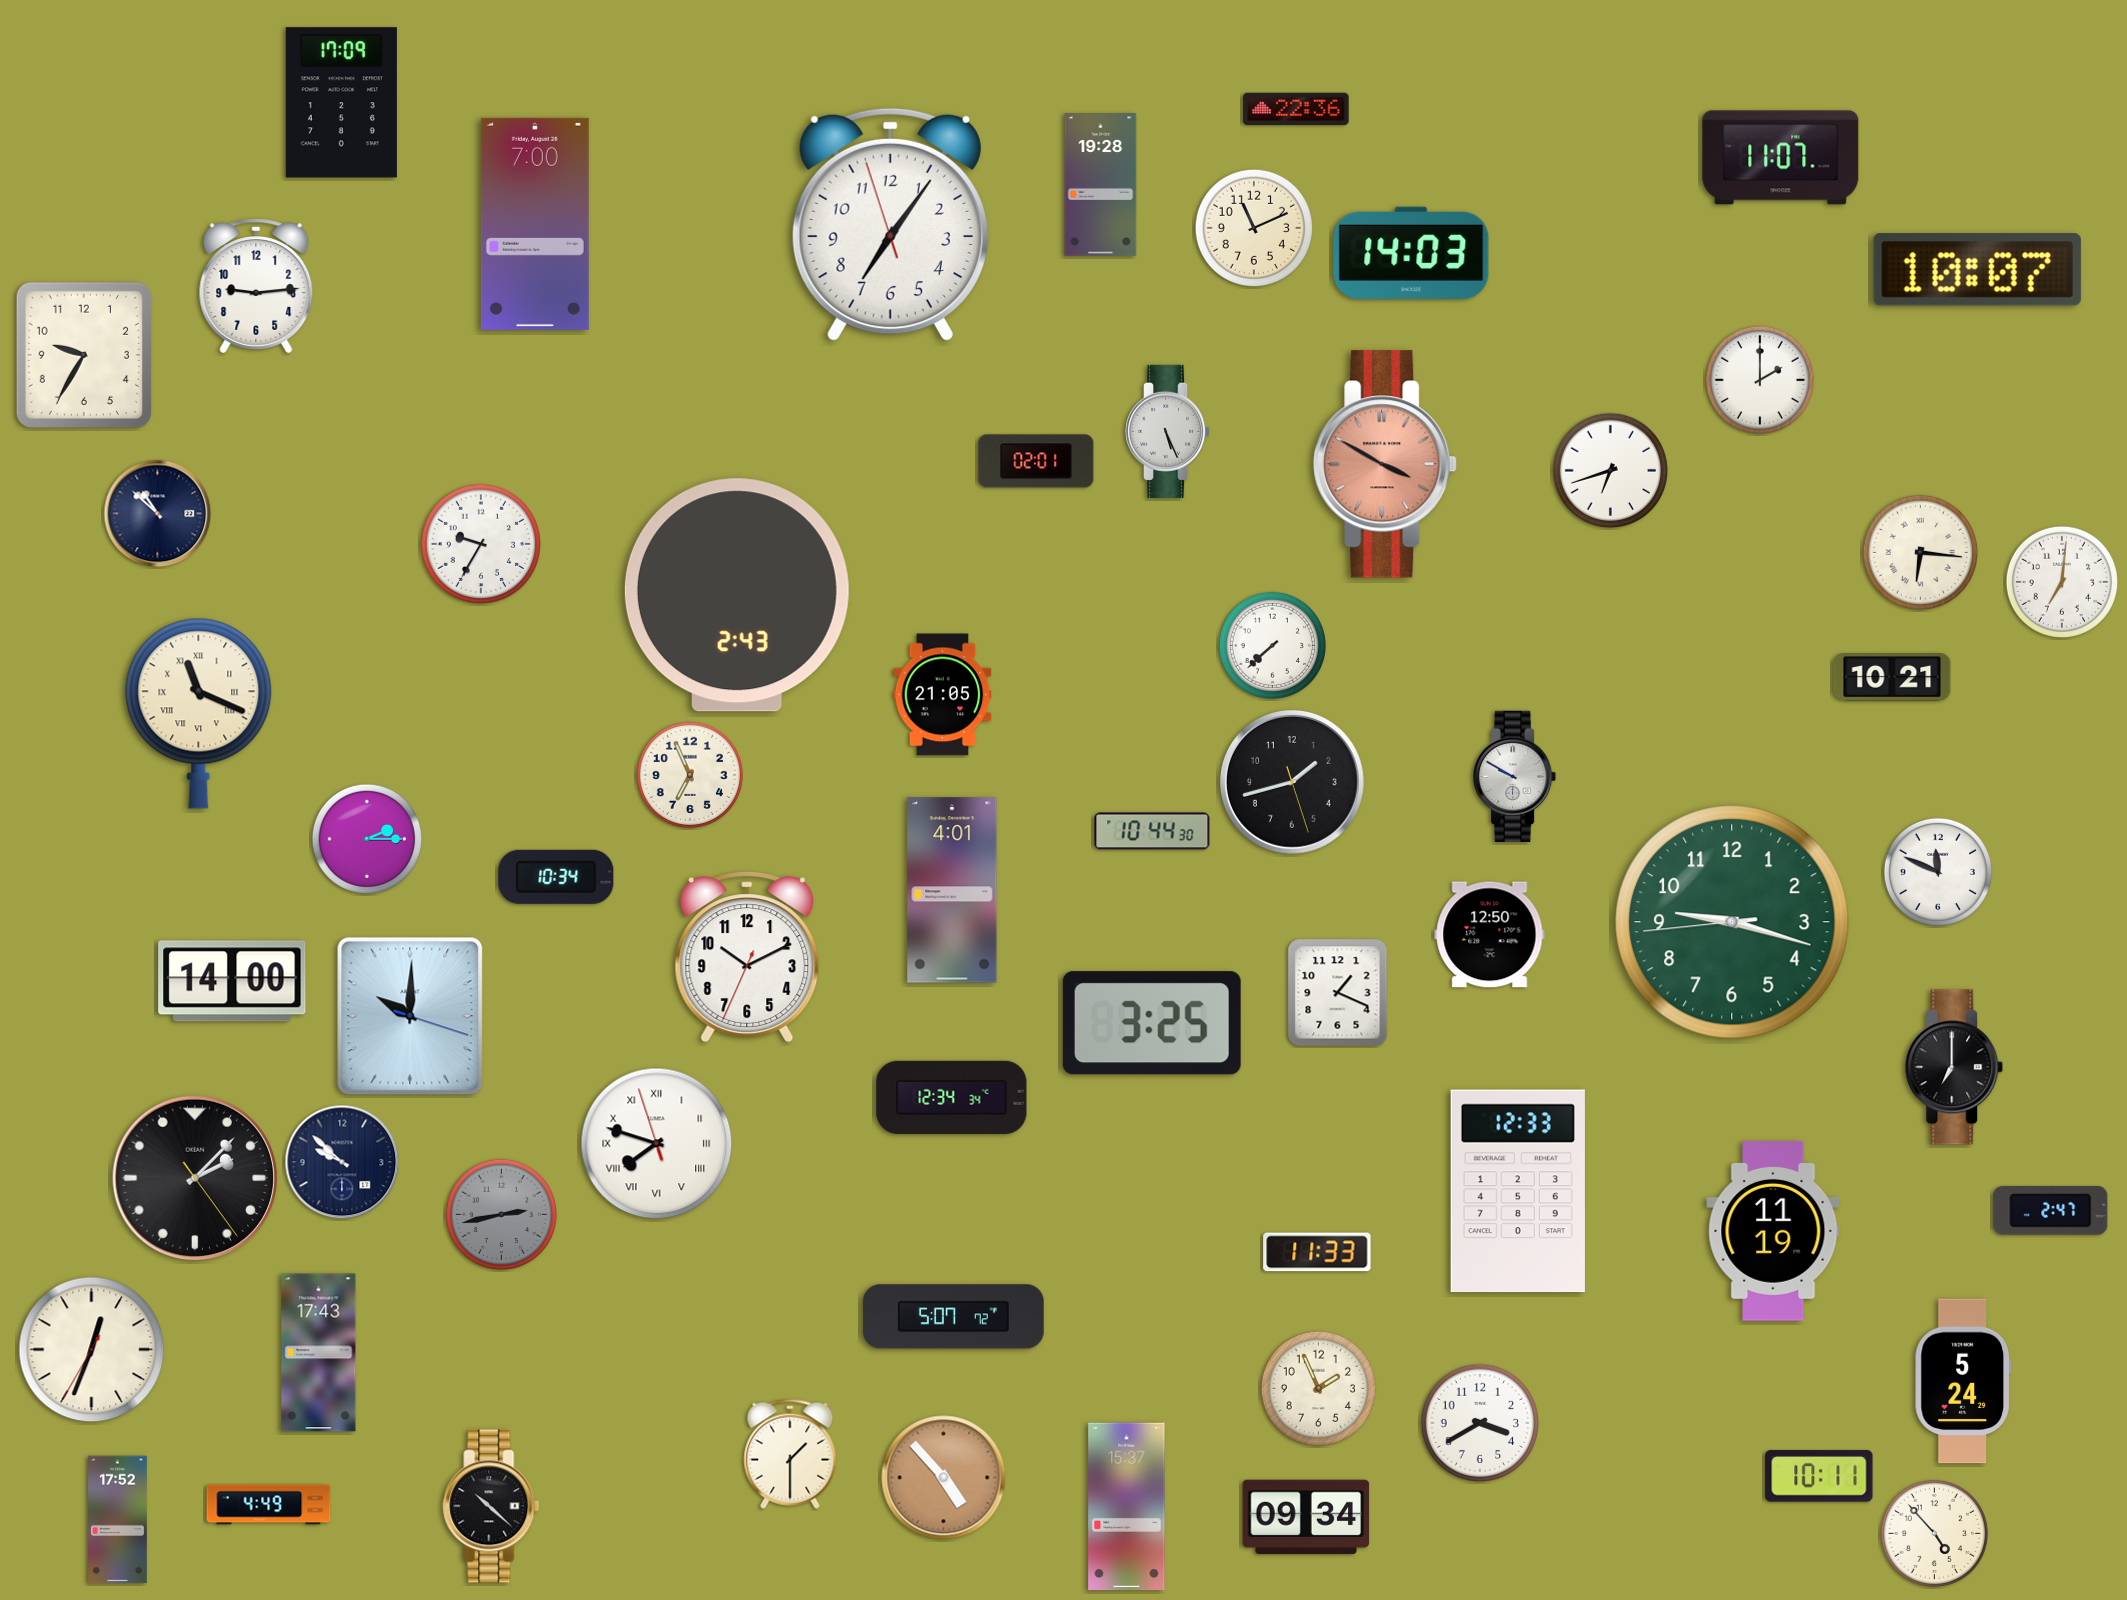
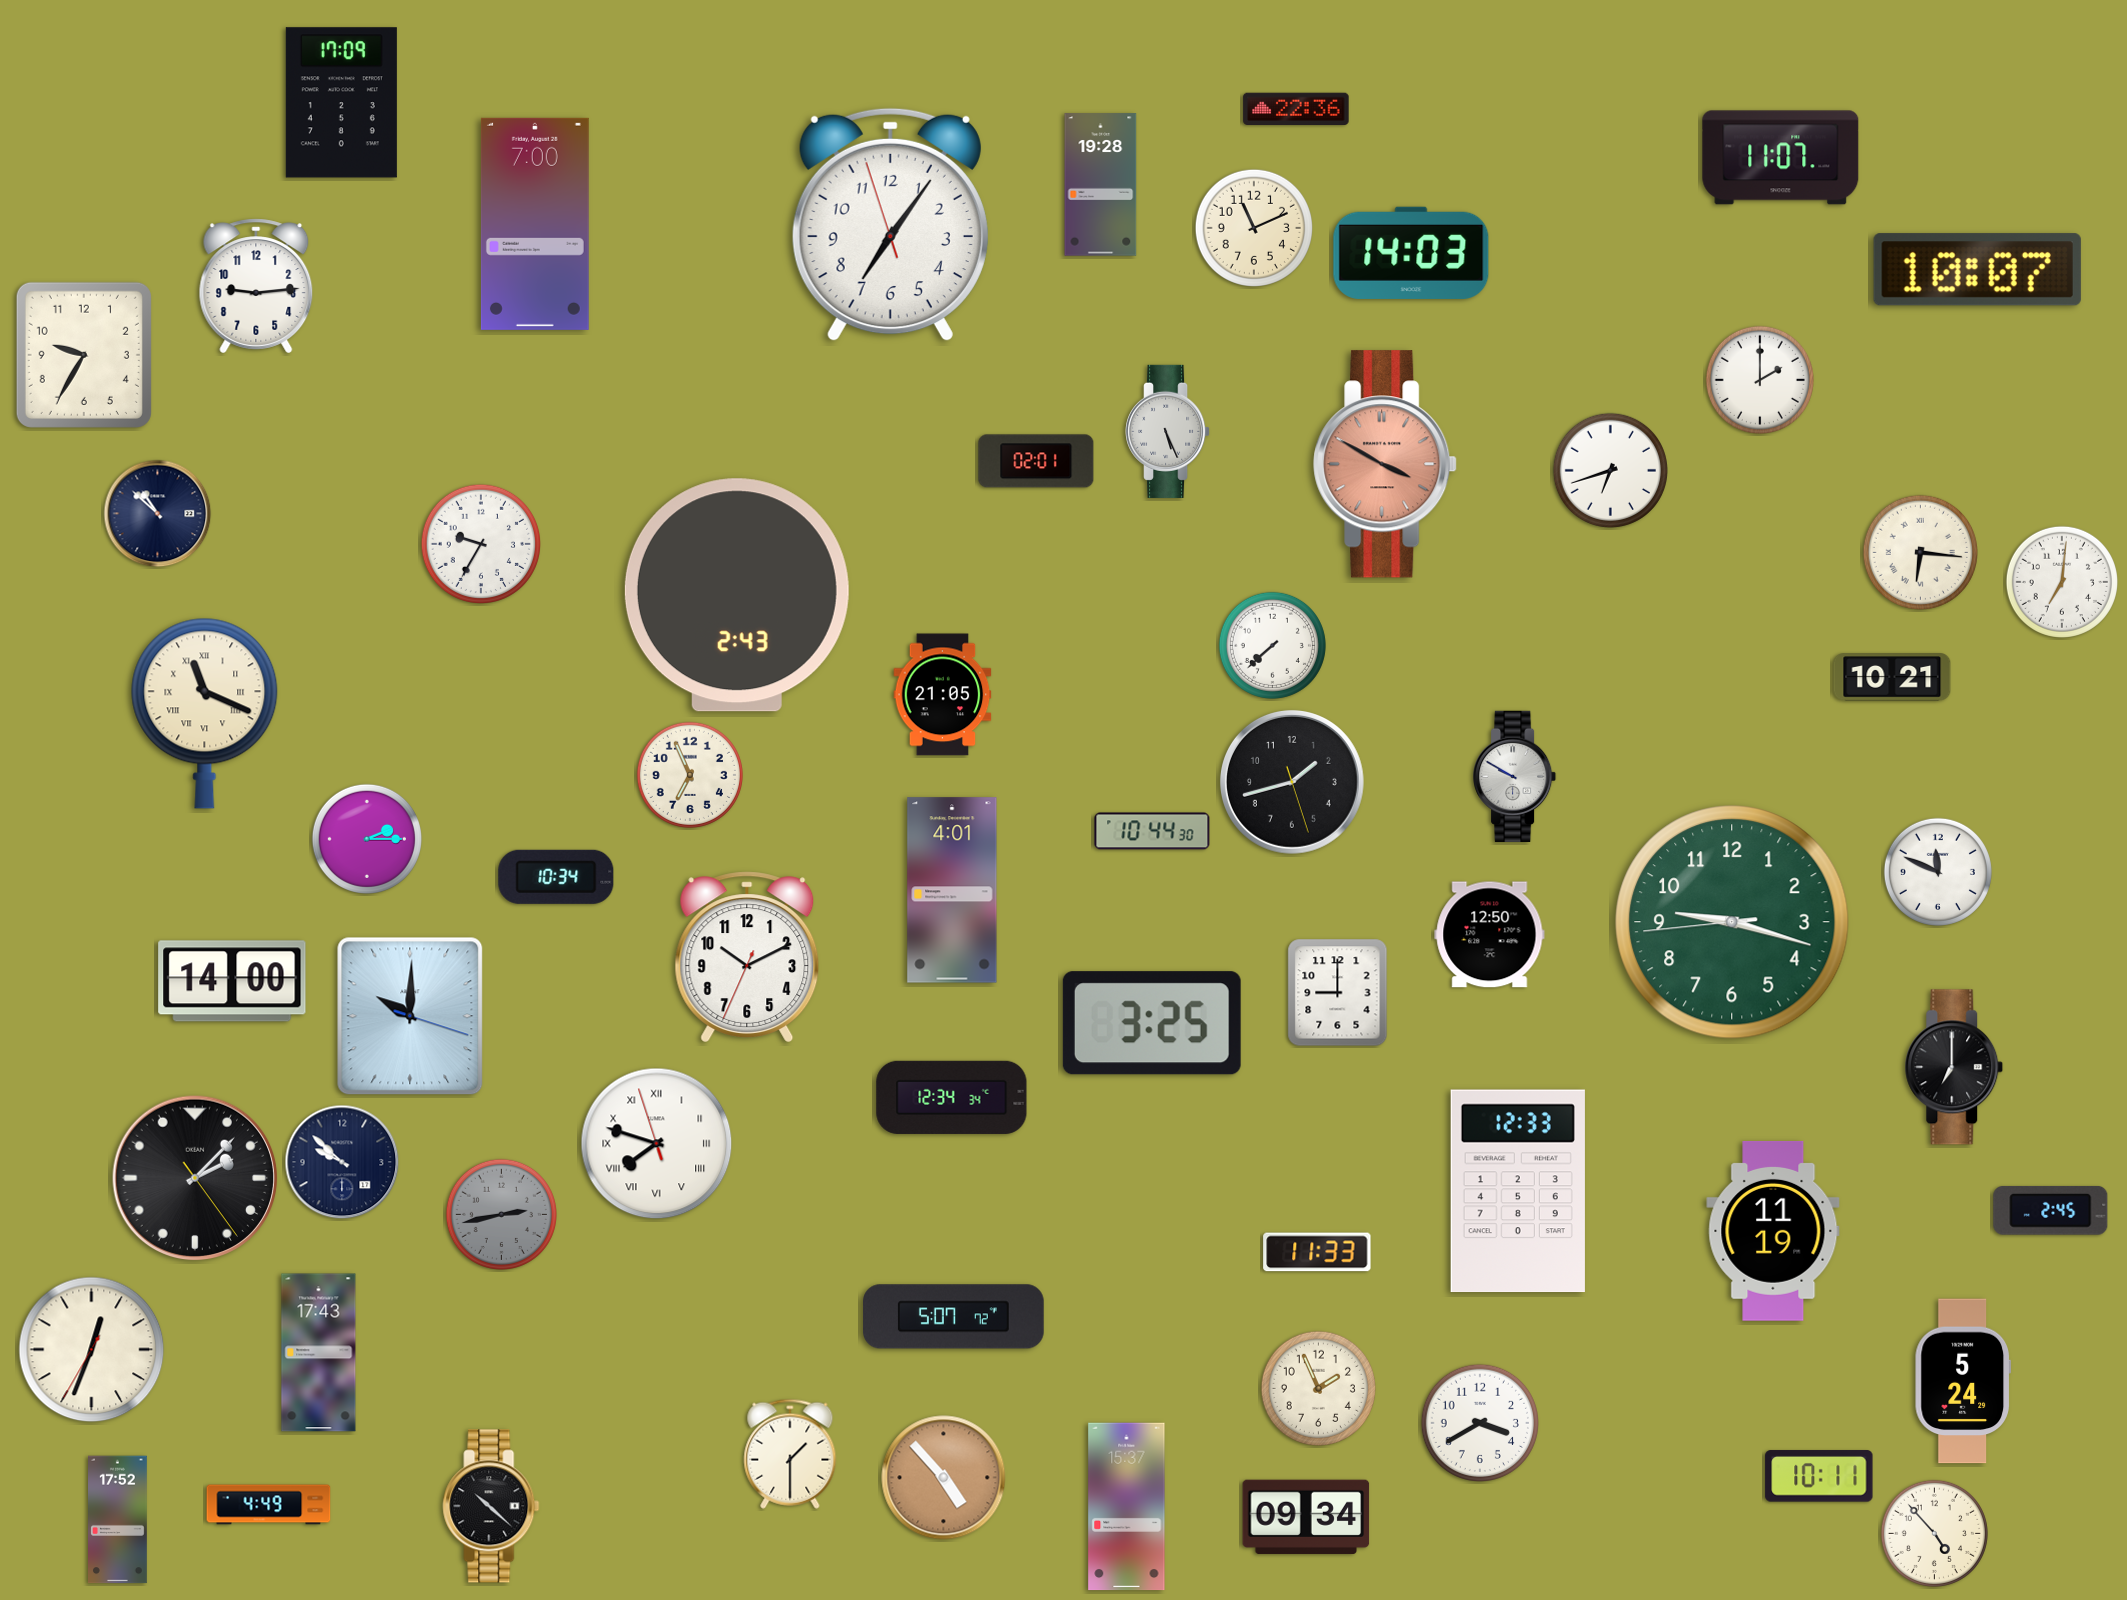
clock at (199, 713) position: (199, 713) -> (205, 713)
clock at (1338, 993): 1:19 -> 9:00
clock at (2051, 1210): 2:47 -> 2:45
